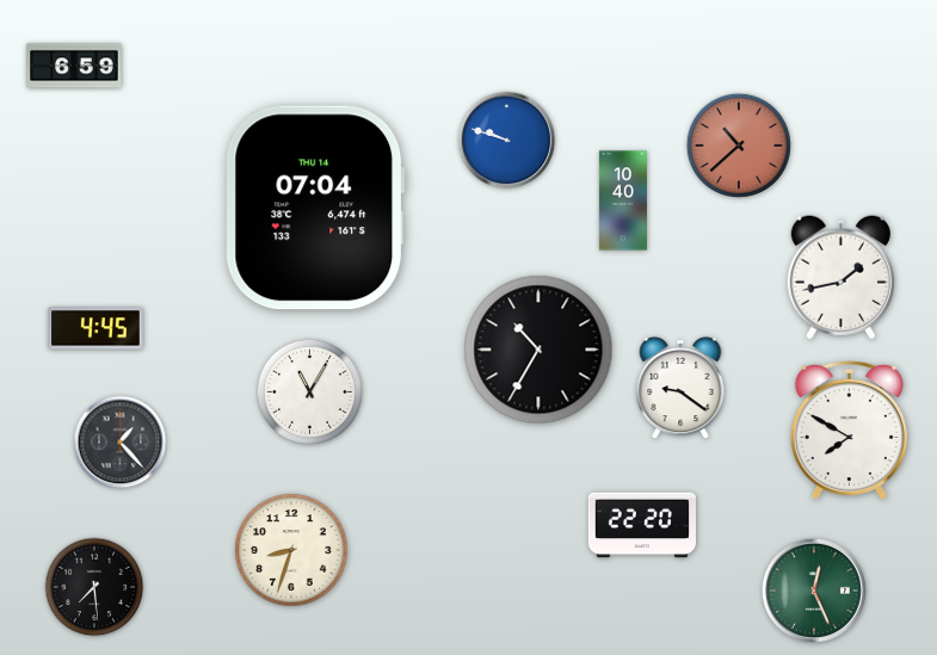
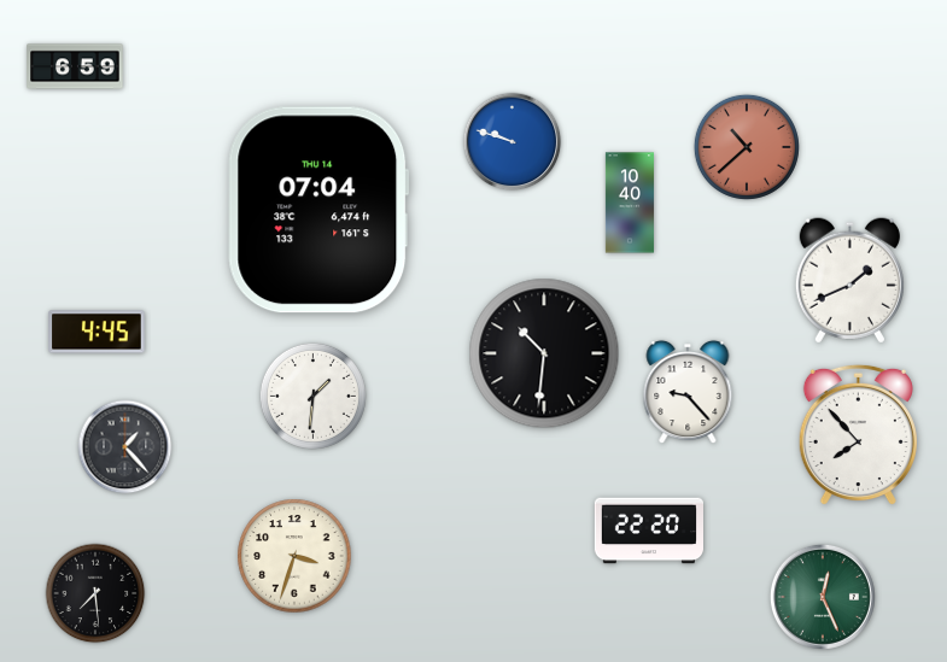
clock at (840, 278): 1:43 -> 1:41
clock at (538, 350): 10:35 -> 10:31
clock at (680, 388): 9:21 -> 9:23
clock at (309, 391): 11:05 -> 1:31
clock at (849, 431): 7:50 -> 7:53
clock at (121, 443) position: (121, 443) -> (125, 447)
clock at (291, 550): 8:33 -> 3:33
